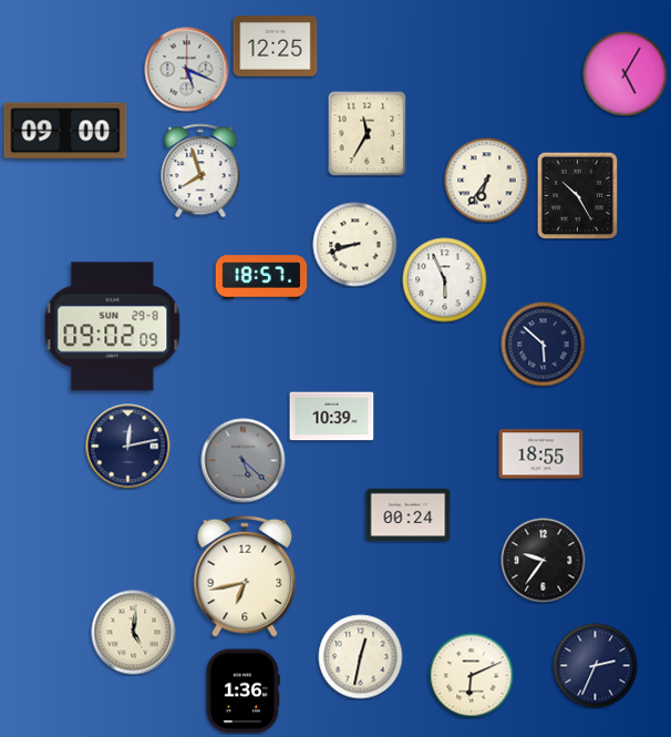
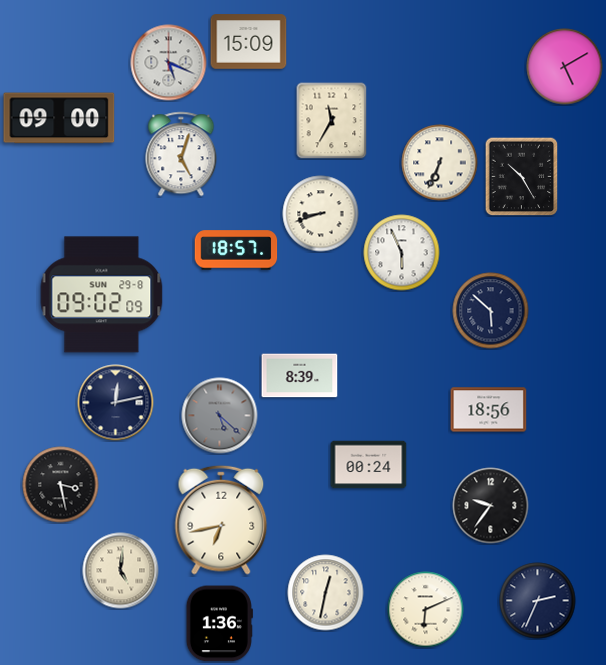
clock at (276, 47): 12:25 -> 15:09
clock at (626, 74): 5:05 -> 5:10
clock at (200, 171): 7:57 -> 5:03
clock at (487, 181): 6:36 -> 6:34
clock at (355, 245) position: (355, 245) -> (321, 214)
clock at (332, 417): 10:39 -> 8:39
clock at (541, 454): 18:55 -> 18:56
clock at (61, 485): none -> 3:28
